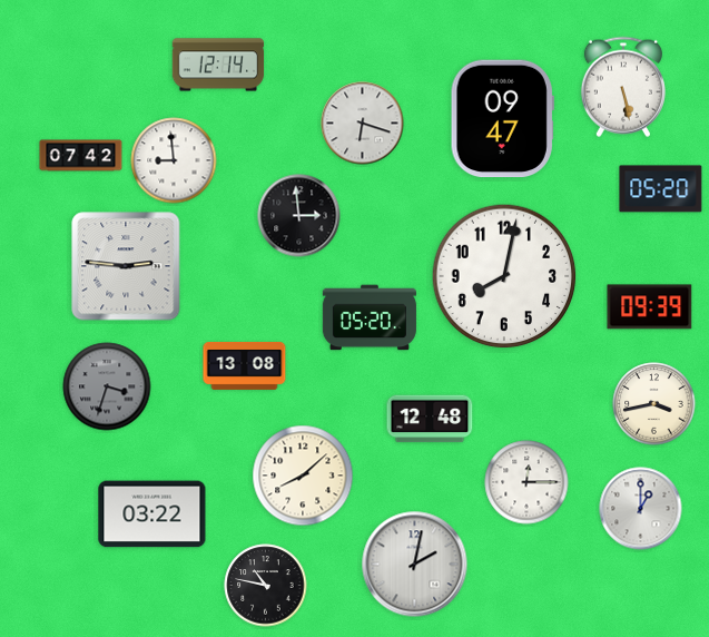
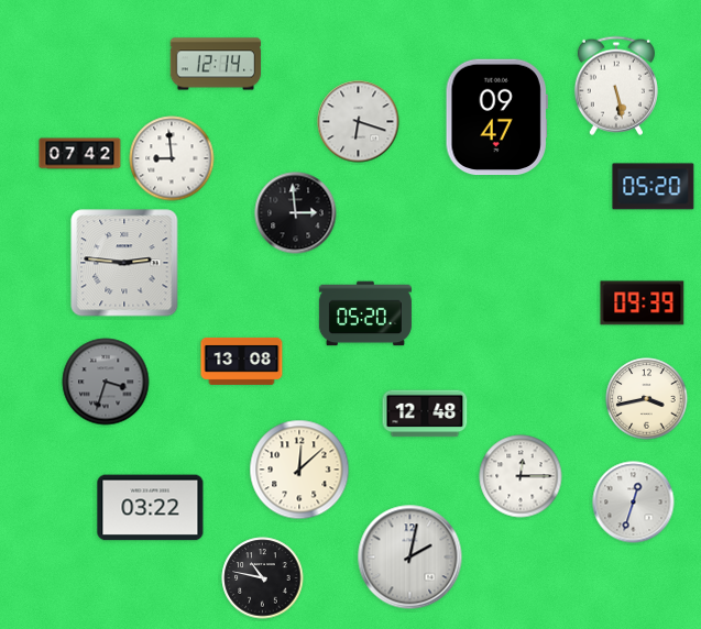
clock at (504, 276): 8:02 -> none
clock at (303, 476): 8:08 -> 12:08
clock at (641, 509): 1:00 -> 12:33
